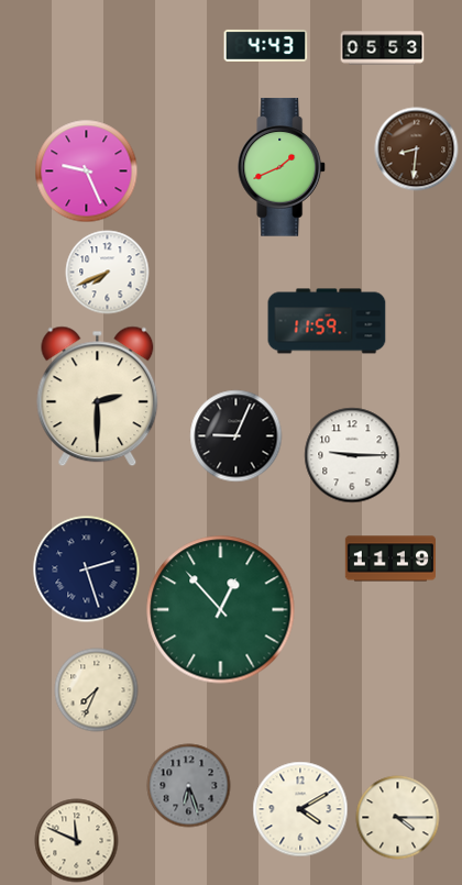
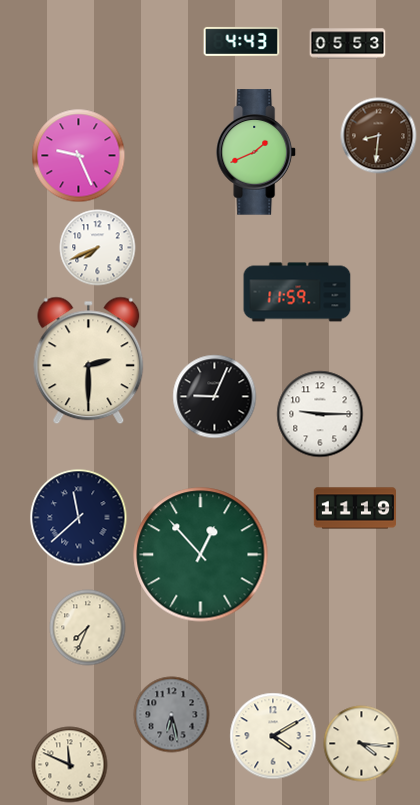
clock at (87, 569): 2:27 -> 11:38
clock at (189, 786): 6:27 -> 6:28
clock at (398, 818): 4:15 -> 4:16
